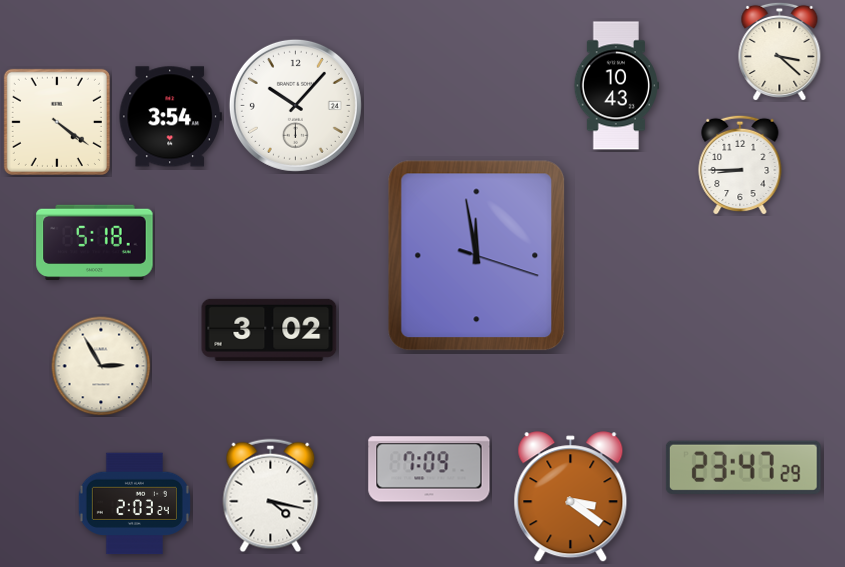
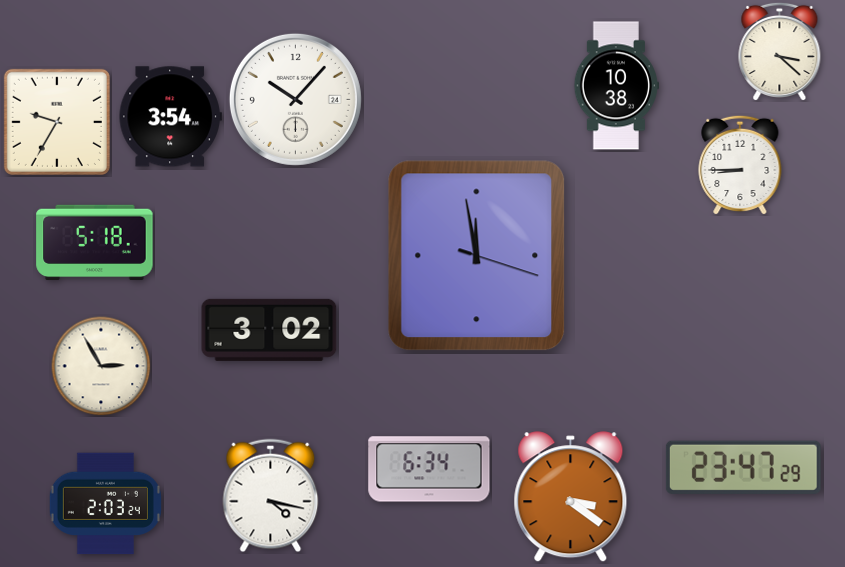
clock at (616, 86): 10:43 -> 10:38
clock at (295, 105) position: (295, 105) -> (295, 99)
clock at (57, 122): 4:21 -> 9:35
clock at (429, 469): 7:09 -> 6:34
clock at (134, 504) position: (134, 504) -> (105, 504)
